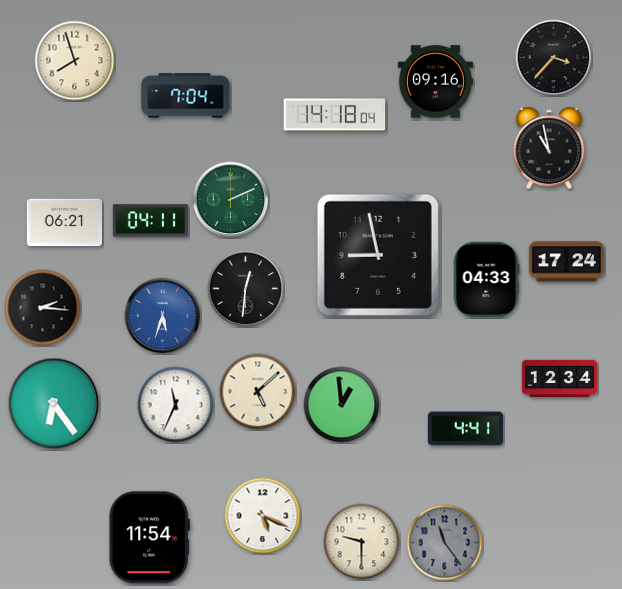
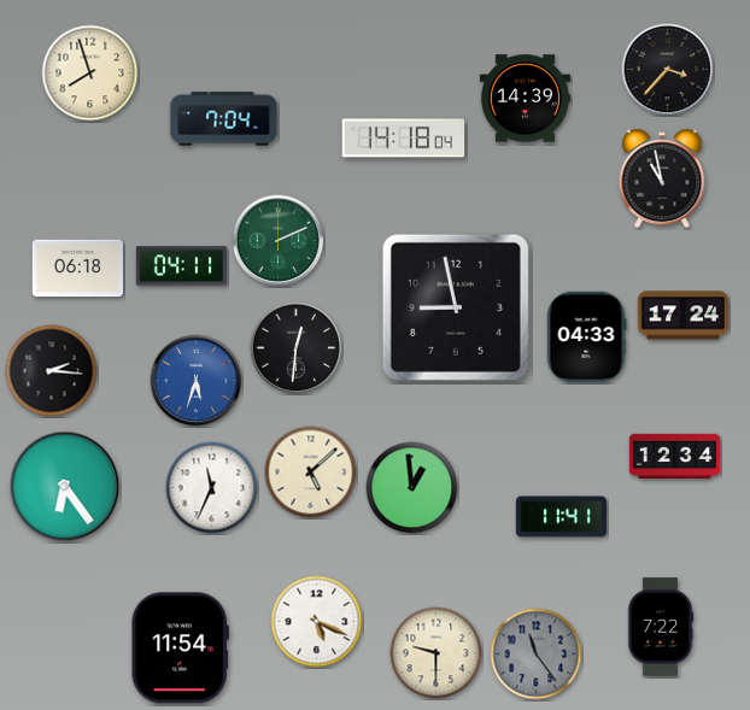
clock at (435, 82): 09:16 -> 14:39
clock at (186, 96) position: (186, 96) -> (224, 119)
clock at (64, 223): 06:21 -> 06:18
clock at (465, 429): 4:41 -> 11:41
clock at (661, 627): none -> 7:22
